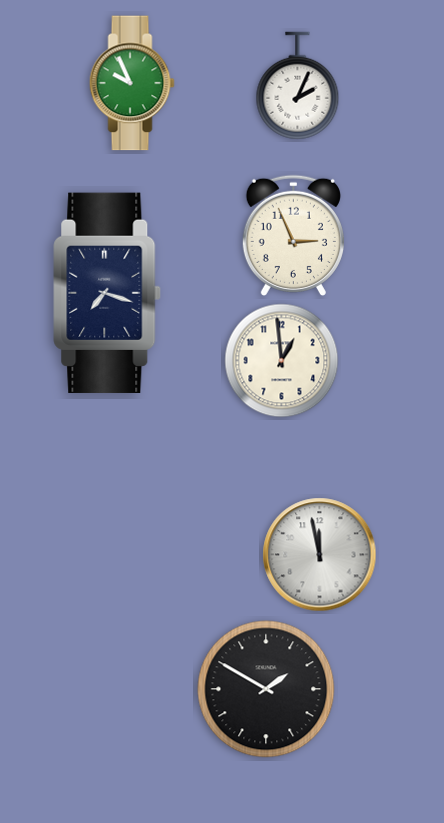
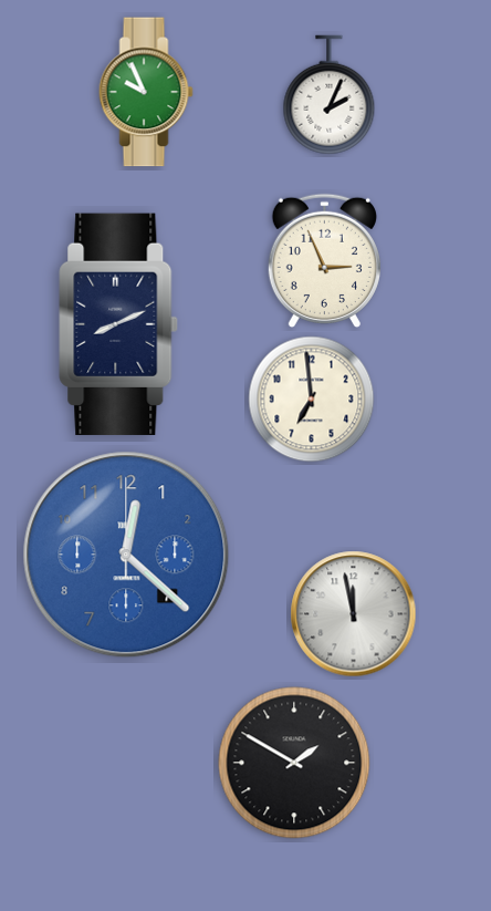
clock at (107, 293): 7:18 -> 8:11
clock at (282, 361): 12:59 -> 6:59
clock at (126, 555): none -> 12:22
